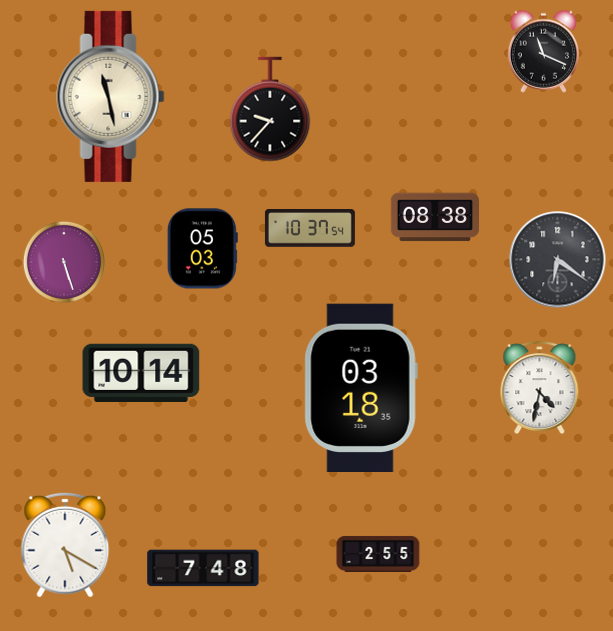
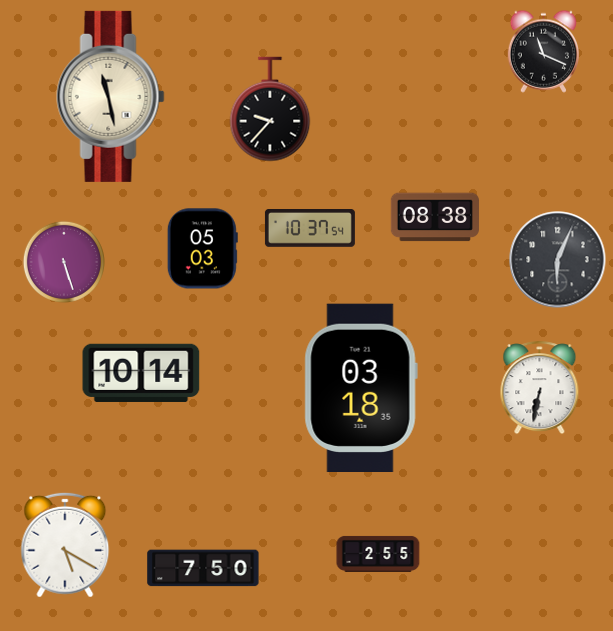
clock at (558, 260): 6:21 -> 6:04
clock at (540, 388): 4:32 -> 6:32
clock at (203, 568): 7:48 -> 7:50
